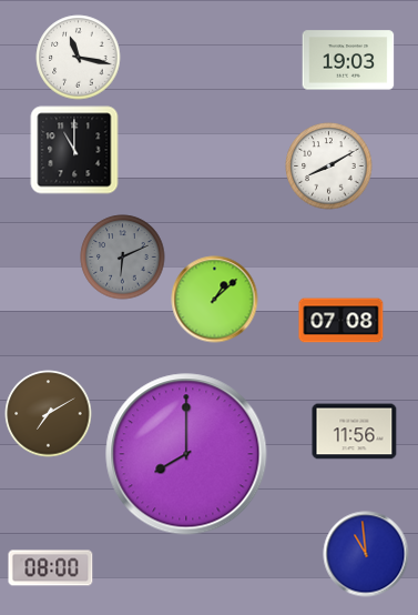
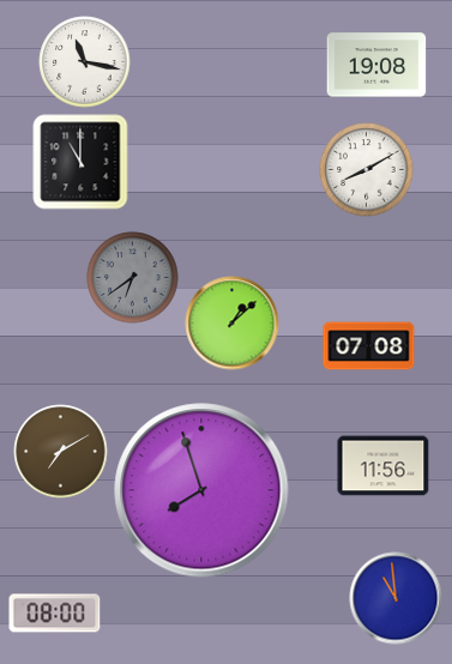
clock at (348, 60): 19:03 -> 19:08
clock at (329, 167) position: (329, 167) -> (367, 170)
clock at (123, 258): 6:11 -> 6:39
clock at (49, 414) position: (49, 414) -> (61, 452)
clock at (186, 454): 8:00 -> 7:57
